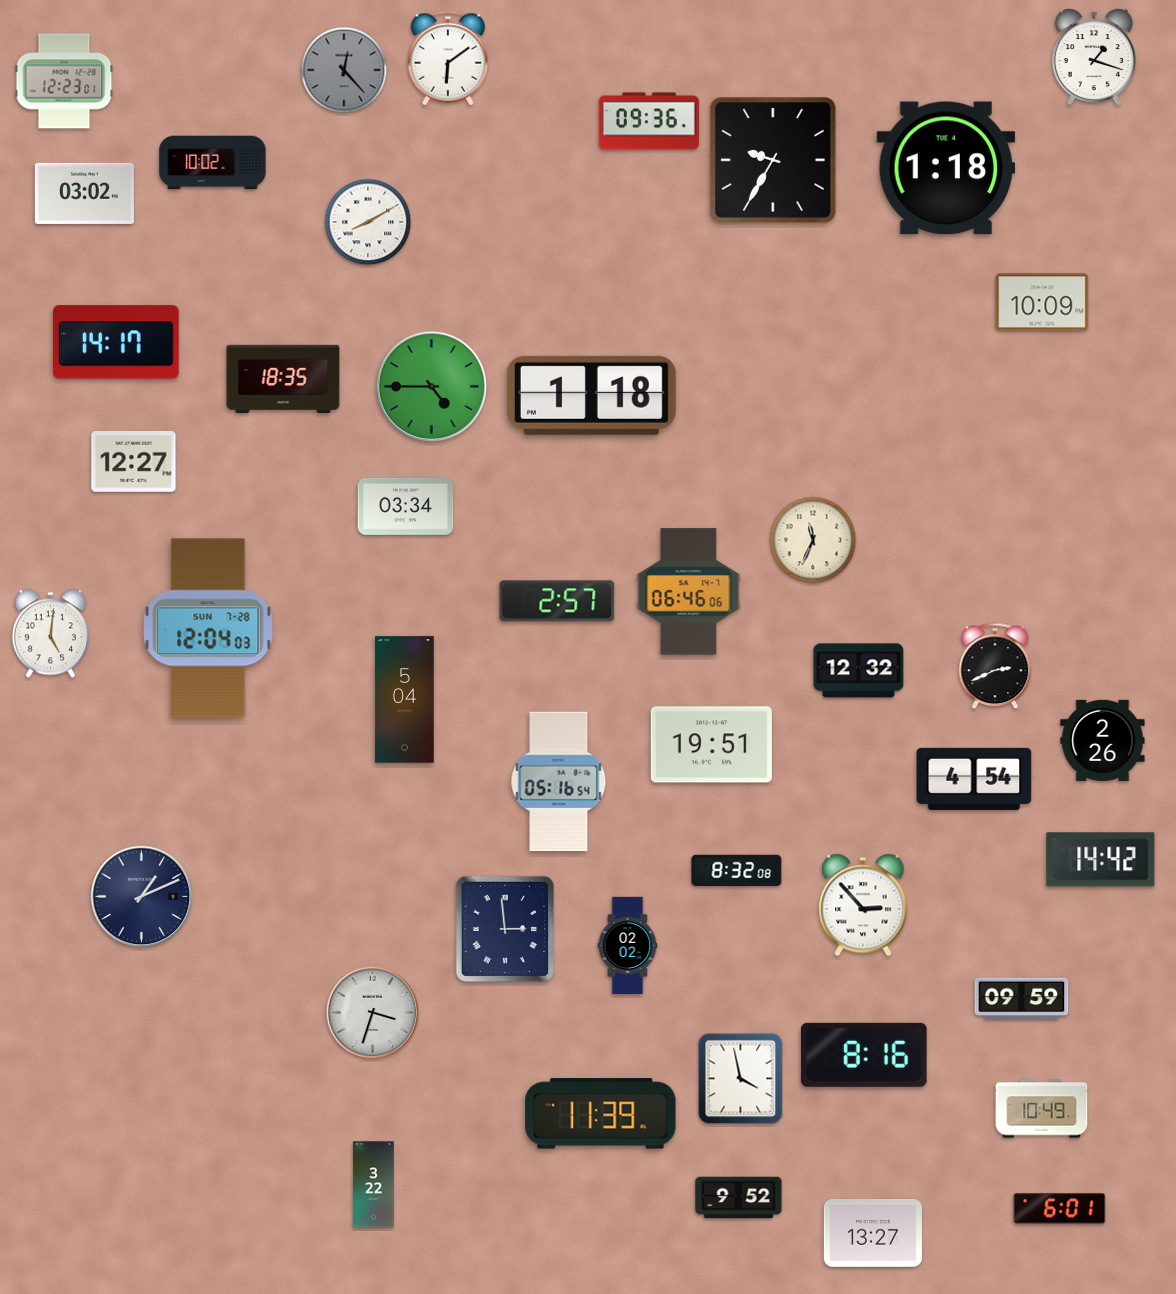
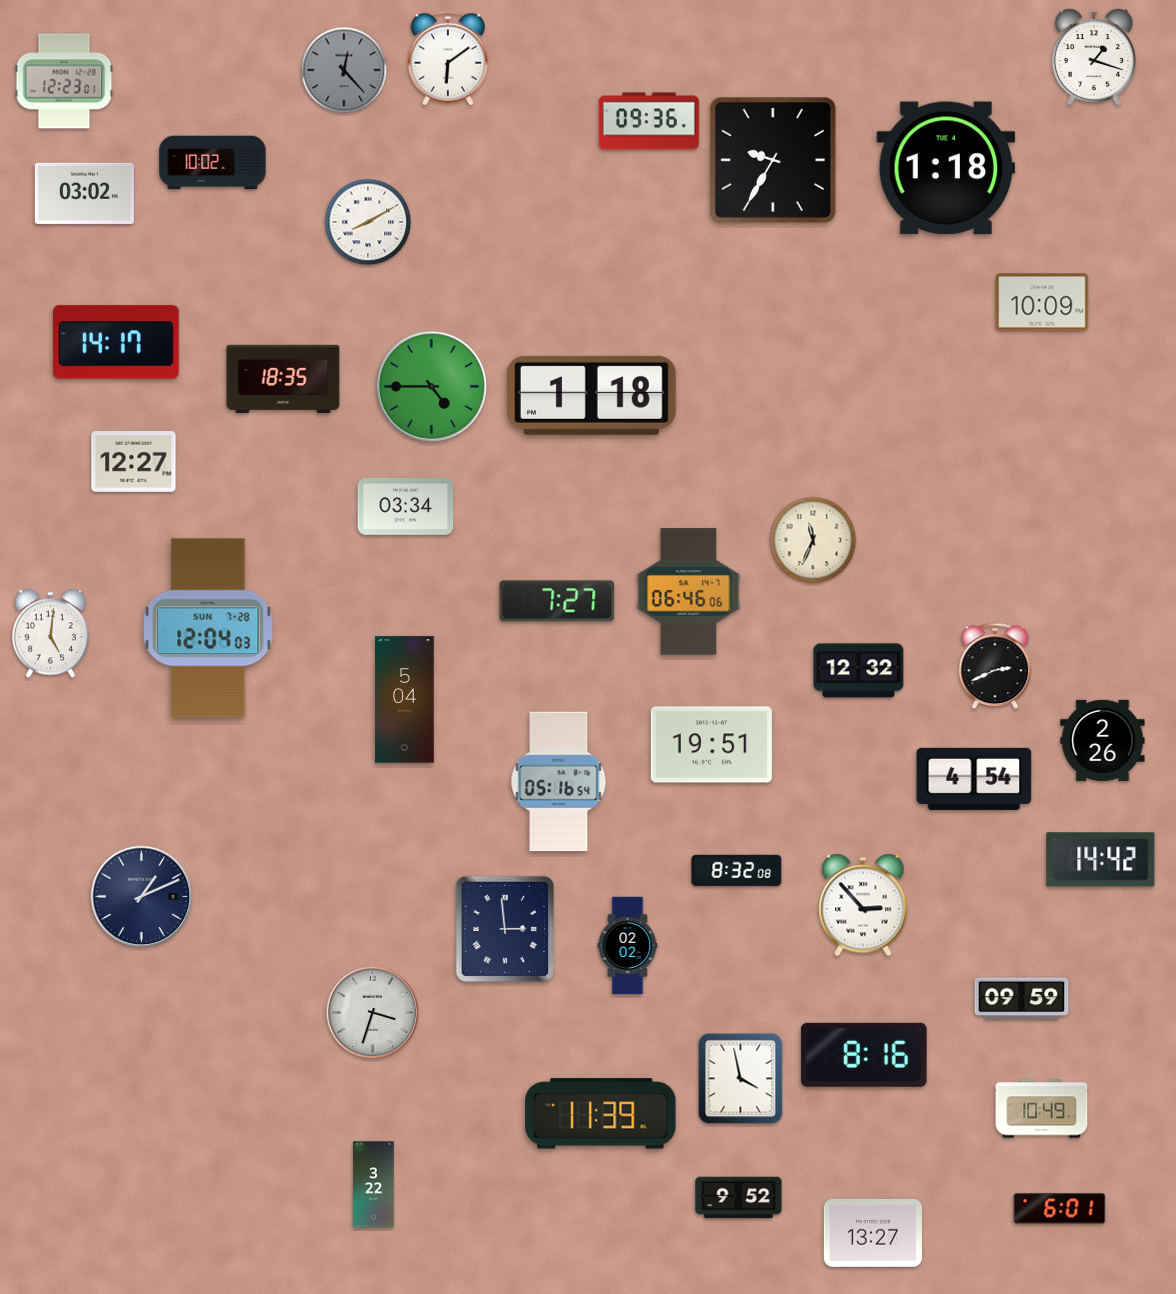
clock at (557, 601): 2:57 -> 7:27
